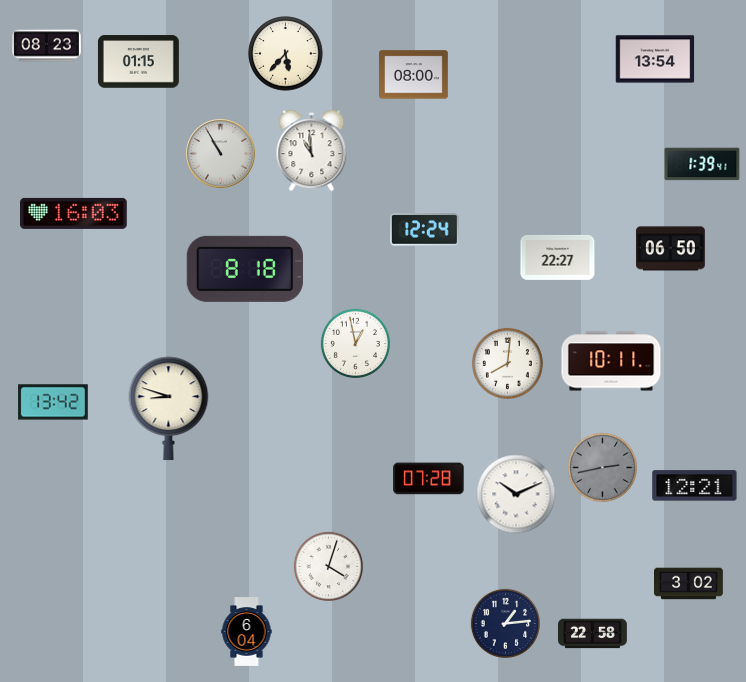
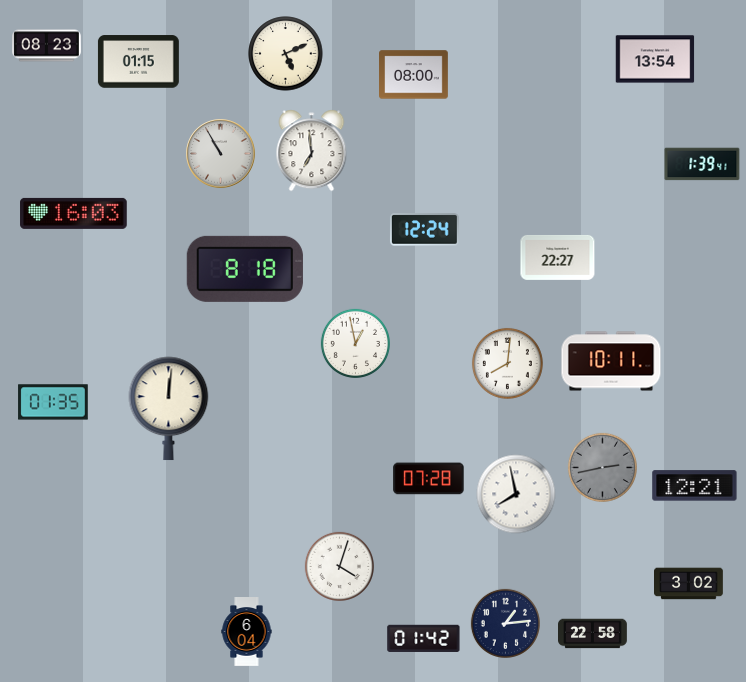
clock at (286, 54): 5:37 -> 5:11
clock at (312, 151): 10:59 -> 6:59
clock at (671, 249): 06:50 -> none
clock at (53, 402): 13:42 -> 01:35
clock at (169, 409): 8:48 -> 12:01
clock at (516, 494): 10:11 -> 7:58
clock at (328, 566) position: (328, 566) -> (339, 566)
clock at (424, 638): none -> 01:42
